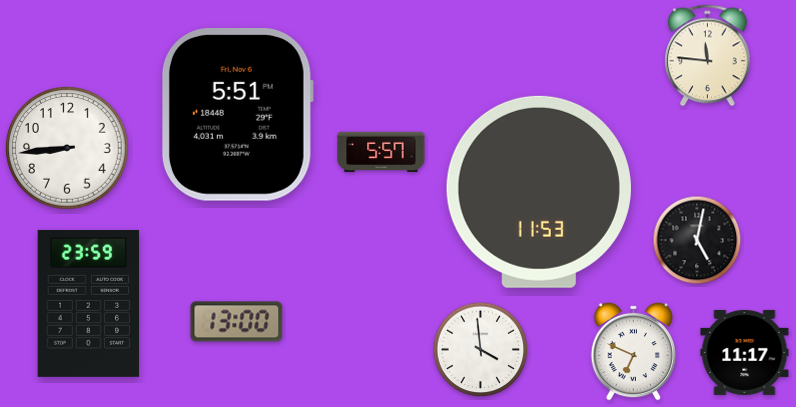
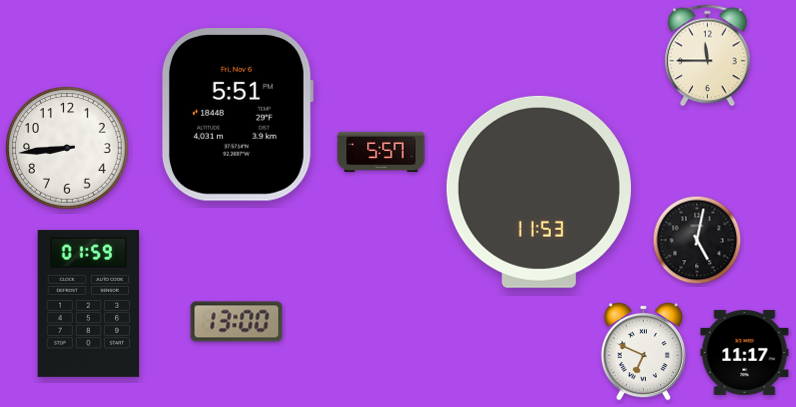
clock at (708, 56): 11:46 -> 11:45
clock at (89, 303): 23:59 -> 01:59
clock at (481, 350): 3:59 -> none
clock at (634, 351) position: (634, 351) -> (644, 351)
